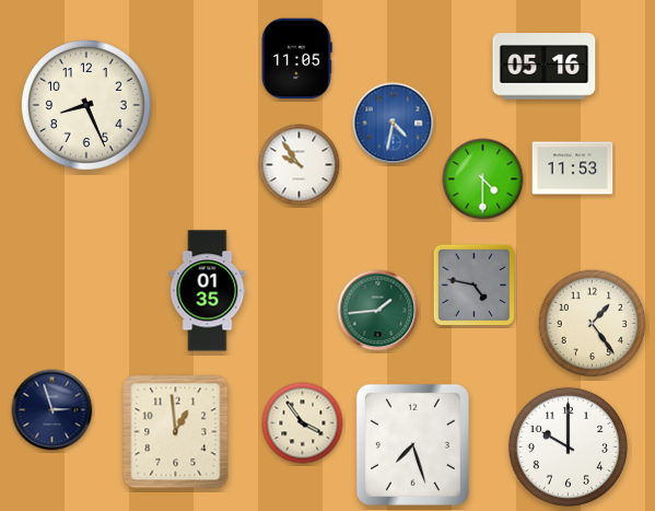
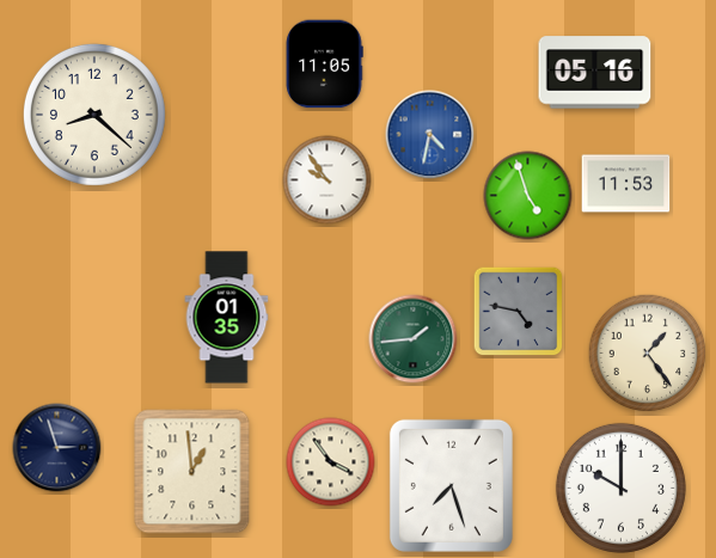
clock at (86, 105): 8:26 -> 8:22
clock at (483, 179): 4:30 -> 4:57
